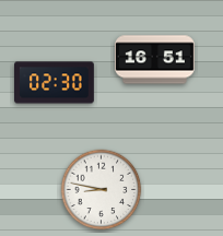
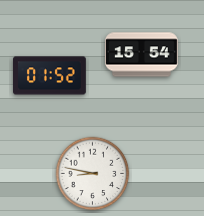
clock at (155, 60): 16:51 -> 15:54
clock at (55, 83): 02:30 -> 01:52
